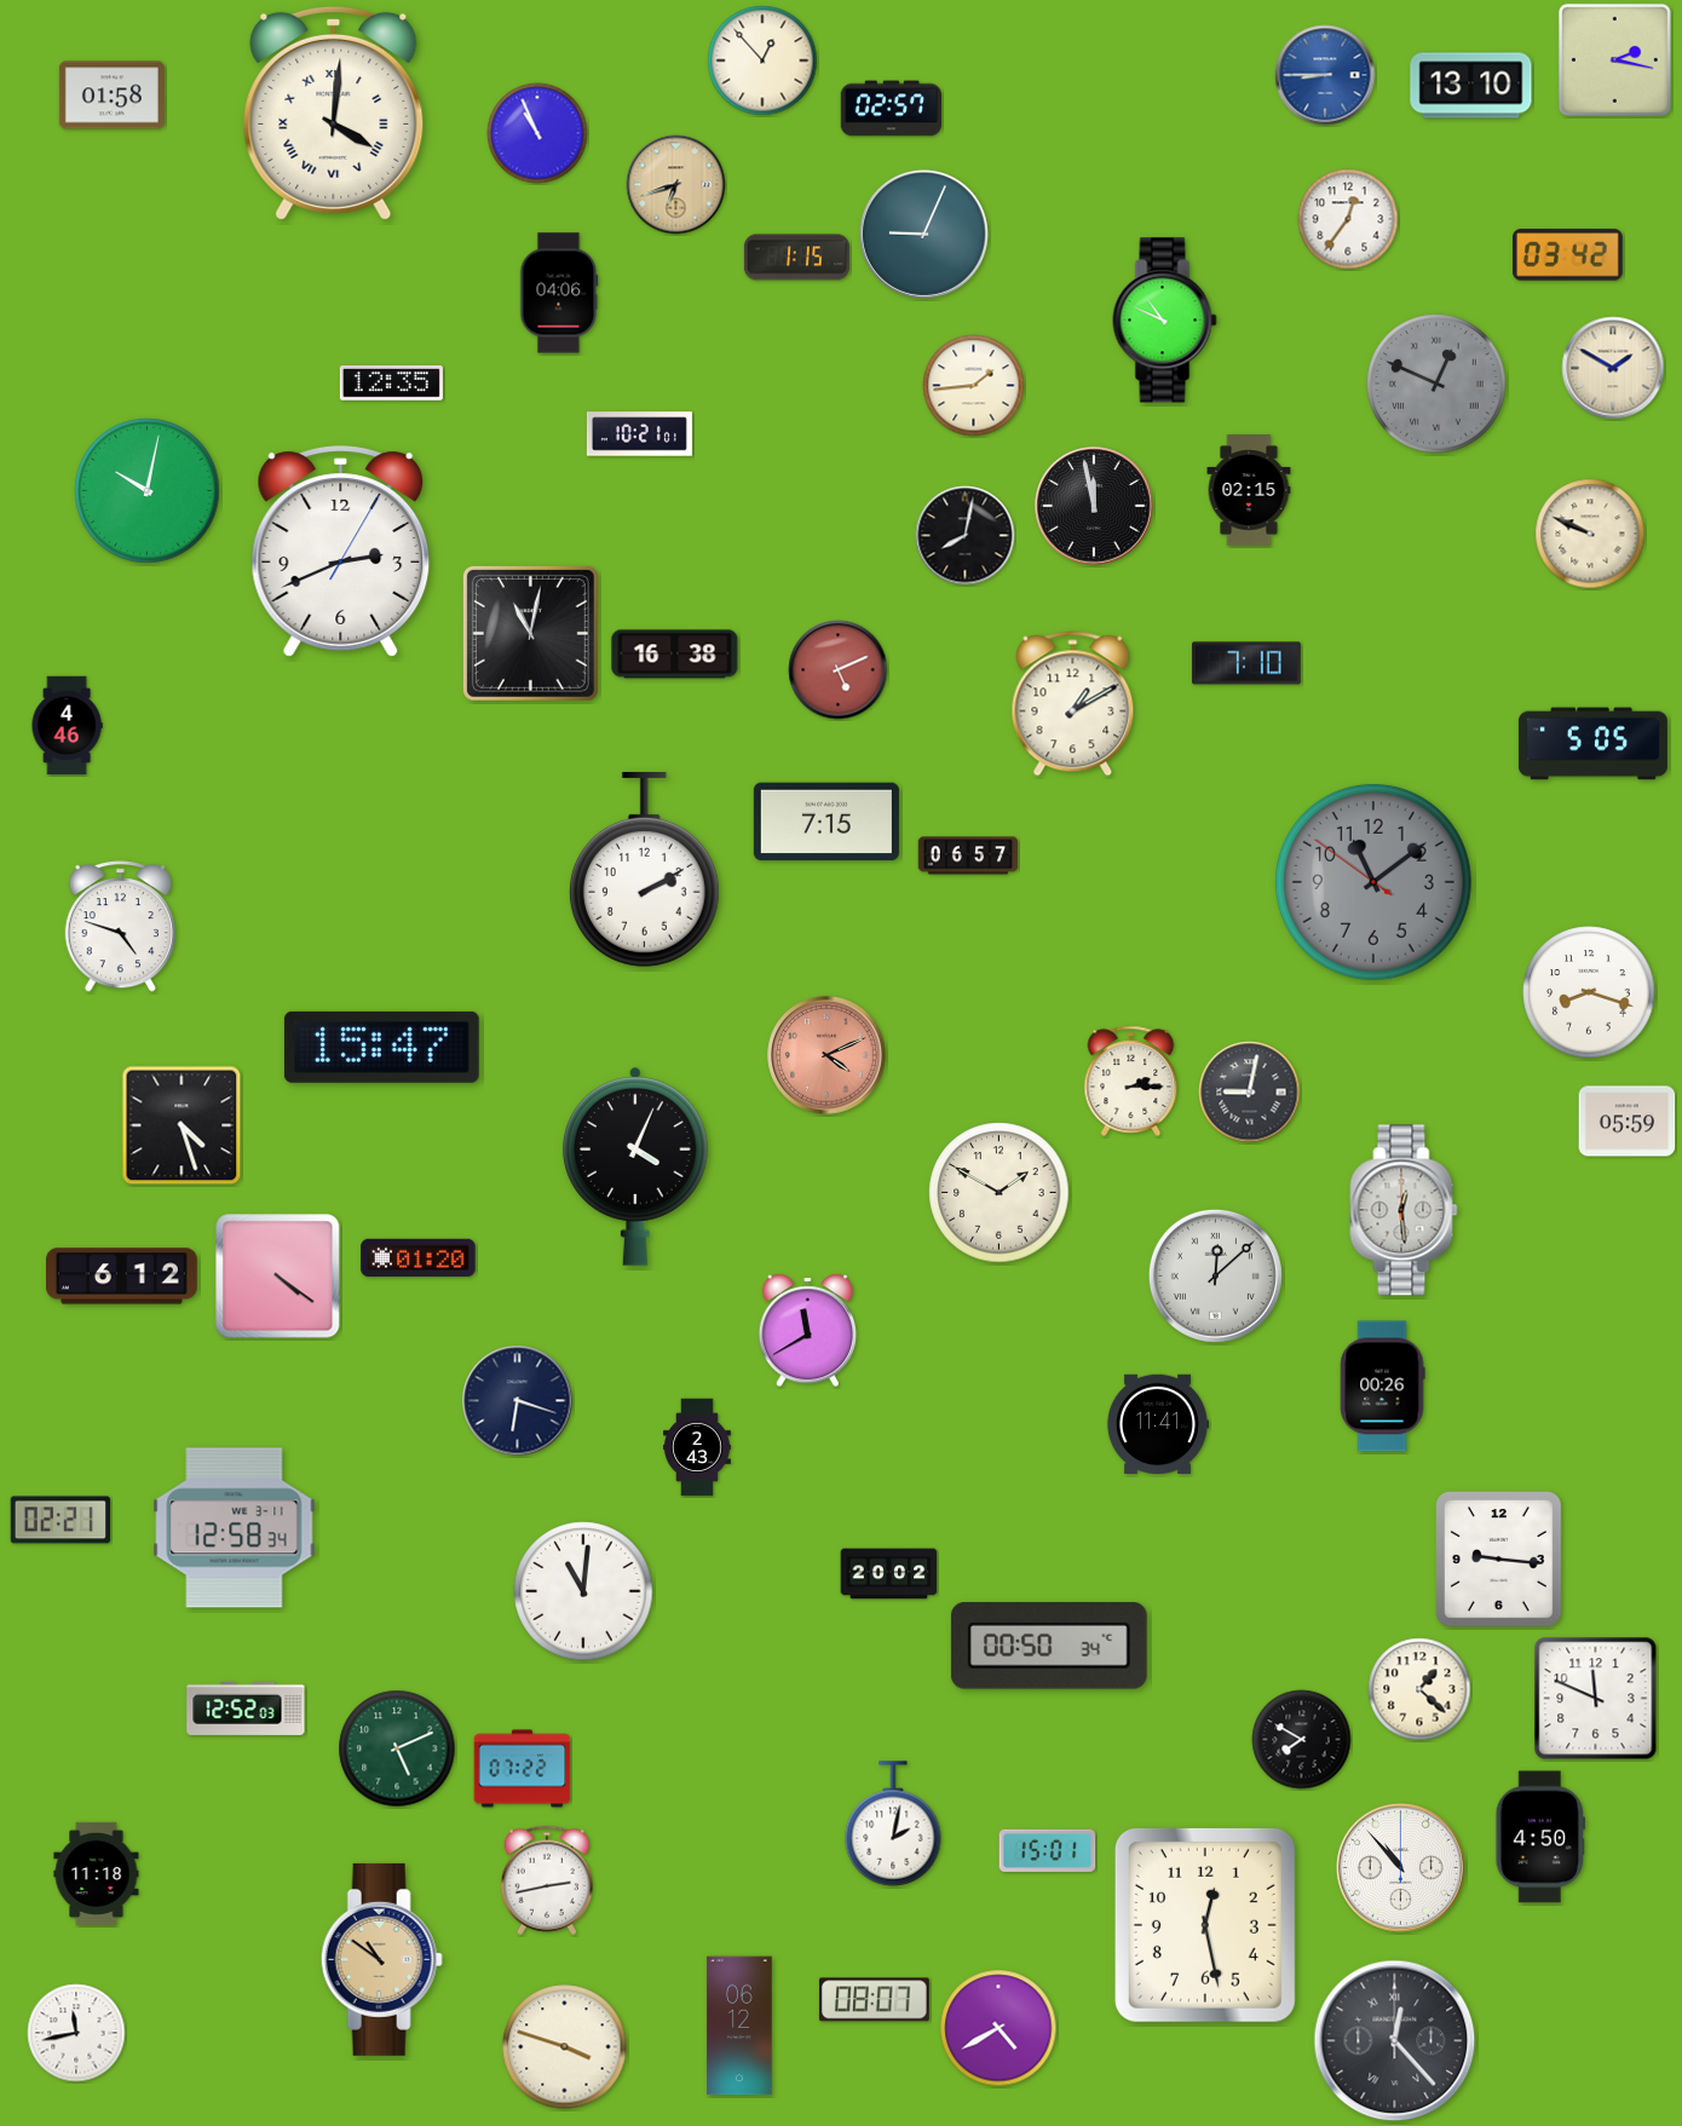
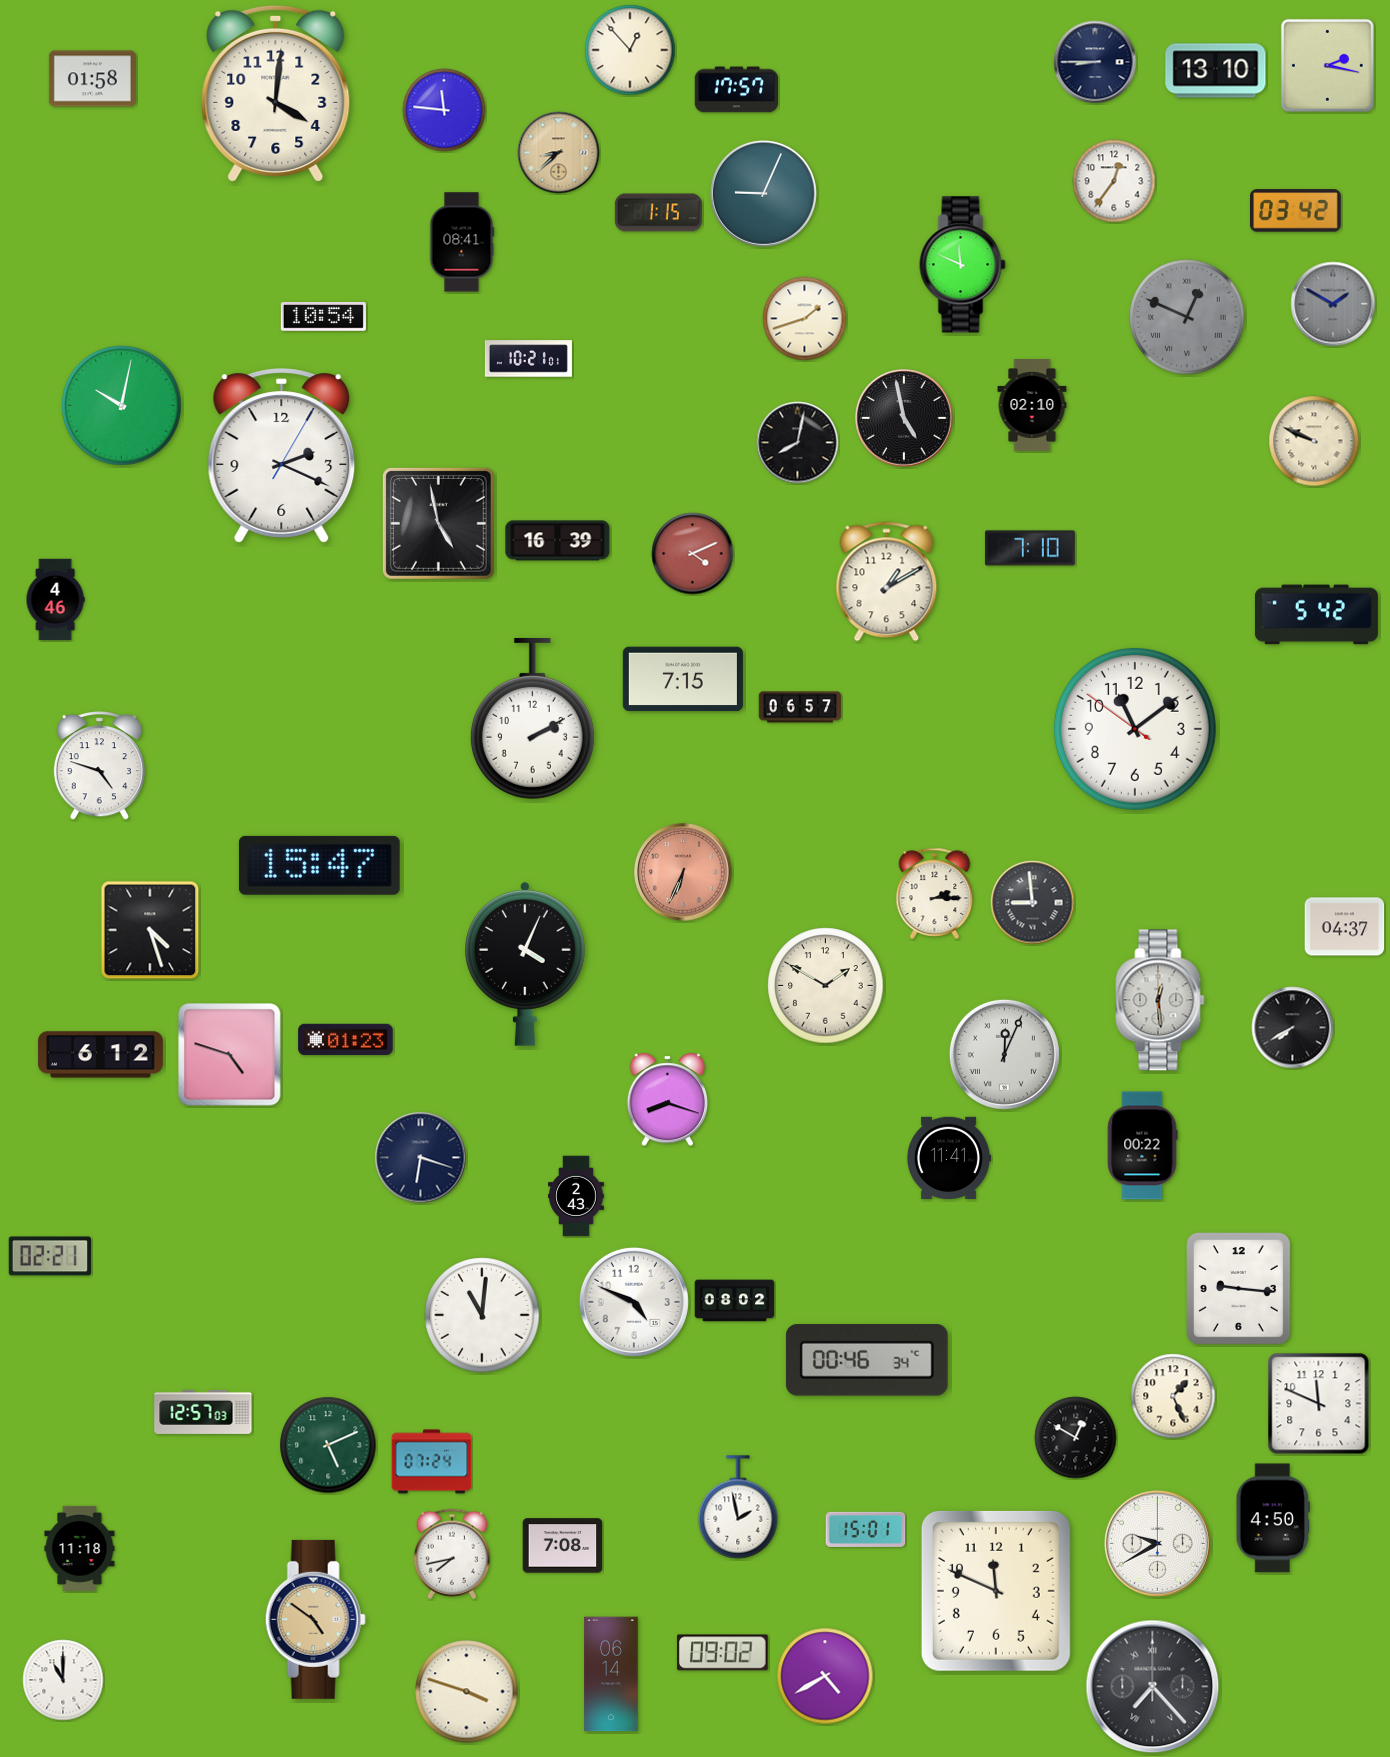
clock at (1614, 59) position: (1614, 59) -> (1327, 65)
clock at (1325, 75) dial: blue -> navy
clock at (891, 109): 02:57 -> 17:57
clock at (334, 113) numerals: Roman -> Arabic
clock at (537, 133): 10:56 -> 11:46
clock at (676, 185): 6:42 -> 8:38
clock at (559, 293): 04:06 -> 08:41
clock at (1165, 321): 10:49 -> 11:49
clock at (1613, 368) dial: cream -> grey
clock at (391, 384): 12:35 -> 10:54
clock at (974, 386): 1:44 -> 1:42
clock at (1249, 490): 02:15 -> 02:10
clock at (1094, 506): 11:58 -> 4:58
clock at (341, 552): 2:41 -> 2:19
clock at (530, 633): 11:02 -> 4:58
clock at (675, 655): 16:38 -> 16:39
clock at (839, 670): 5:11 -> 4:11
clock at (1592, 744): 5:05 -> 5:42
clock at (1373, 882) dial: grey -> white
clock at (1589, 992): 8:18 -> none
clock at (381, 1047) position: (381, 1047) -> (319, 865)
clock at (826, 1055): 4:11 -> 6:34
clock at (1250, 1093): 9:02 -> 8:59
clock at (1628, 1122): 05:59 -> 04:37
clock at (1293, 1028): none -> 7:40
clock at (419, 1258): 01:20 -> 01:23
clock at (1215, 1275): 12:08 -> 12:04
clock at (278, 1277): 4:21 -> 4:48
clock at (807, 1331): 11:40 -> 8:18
clock at (1382, 1387): 00:26 -> 00:22
clock at (518, 1401) position: (518, 1401) -> (421, 1158)
clock at (1157, 1424) position: (1157, 1424) -> (948, 1158)
clock at (235, 1528): 12:58 -> none
clock at (889, 1574): 20:02 -> 08:02
clock at (634, 1302): none -> 4:49
clock at (1049, 1646): 00:50 -> 00:46
clock at (1419, 1689): 1:22 -> 1:26
clock at (246, 1709): 12:52 -> 12:57
clock at (1302, 1740): 7:50 -> 12:50
clock at (523, 1769): 07:22 -> 07:24
clock at (893, 1823): 2:02 -> 1:58
clock at (1400, 1867): 10:53 -> 9:40
clock at (563, 1546): none -> 7:08
clock at (547, 1880): 2:43 -> 7:43
clock at (1205, 1925): 12:28 -> 11:49
clock at (381, 1959): 10:51 -> 4:51
clock at (874, 2000): 08:07 -> 09:02
clock at (739, 2026): 06:12 -> 06:14
clock at (76, 2033): 11:43 -> 11:00
clock at (1395, 2041): 12:23 -> 7:23
